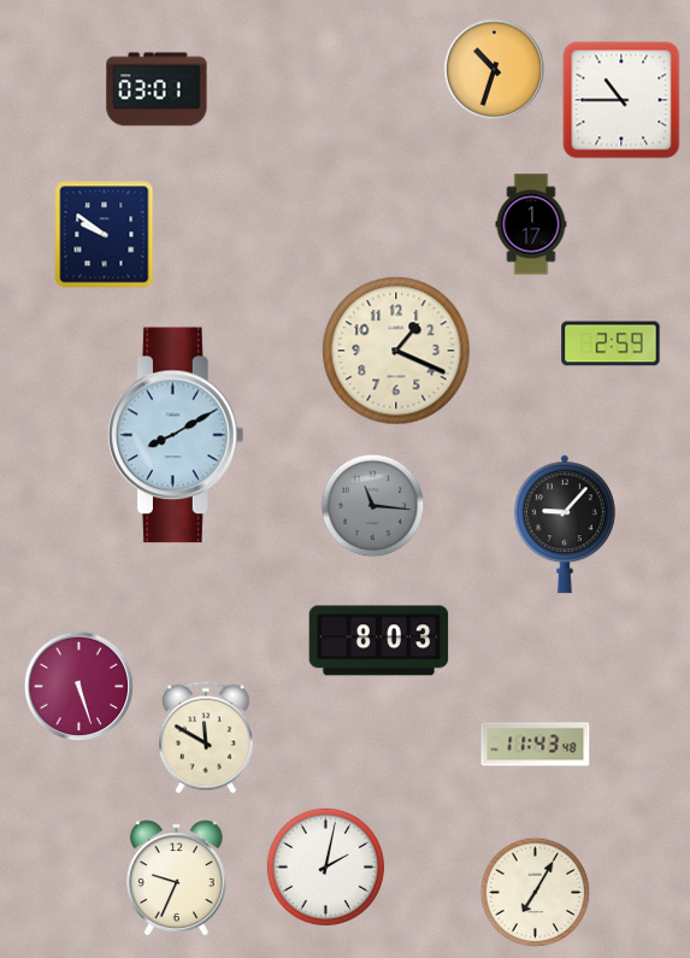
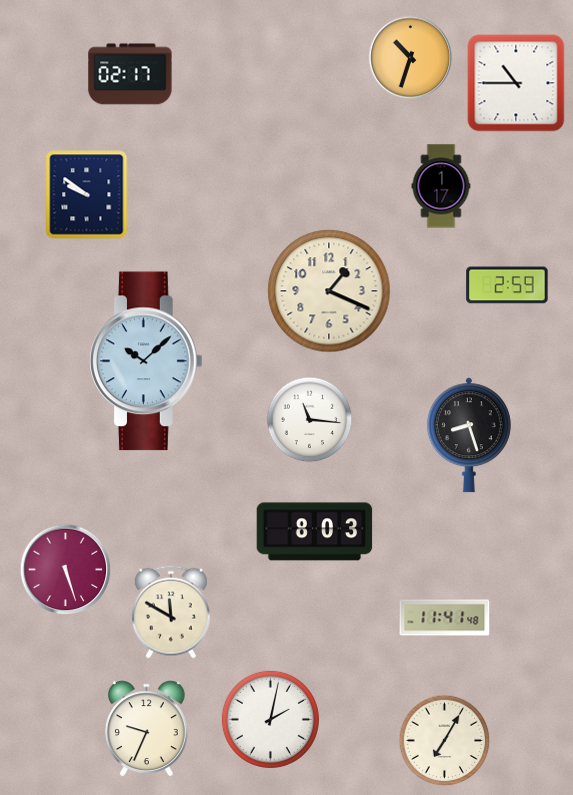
clock at (157, 89): 03:01 -> 02:17
clock at (177, 435): 8:10 -> 10:08
clock at (373, 506) dial: grey -> white
clock at (565, 524): 9:07 -> 8:27
clock at (536, 745): 11:43 -> 11:41
